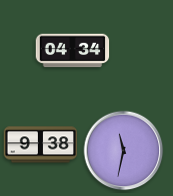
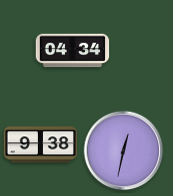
clock at (124, 151): 11:32 -> 12:32
